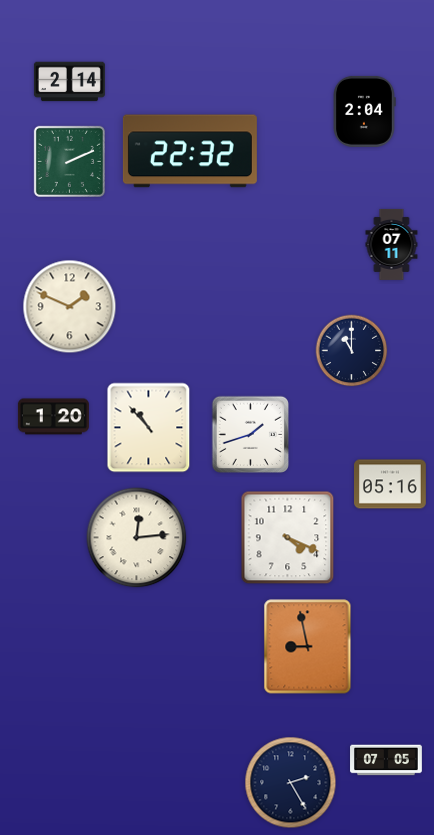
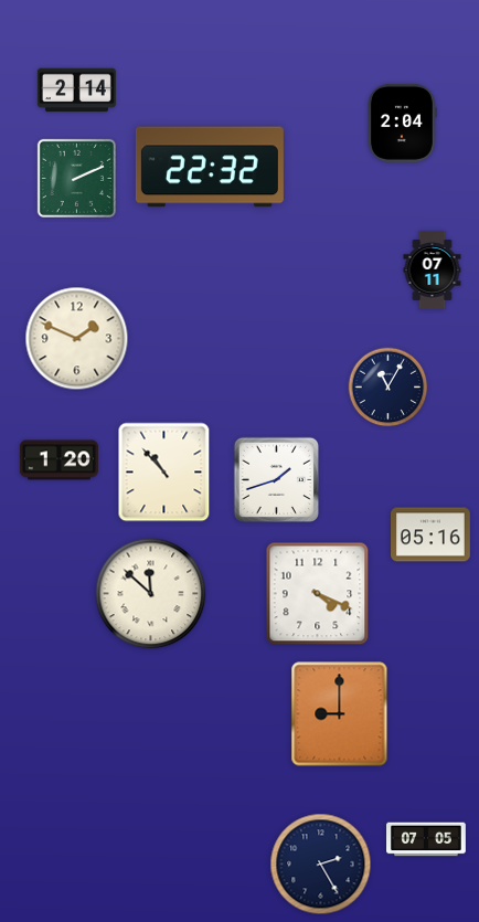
clock at (352, 351): 11:00 -> 11:05
clock at (137, 538): 12:14 -> 11:52
clock at (308, 647): 8:58 -> 9:00
